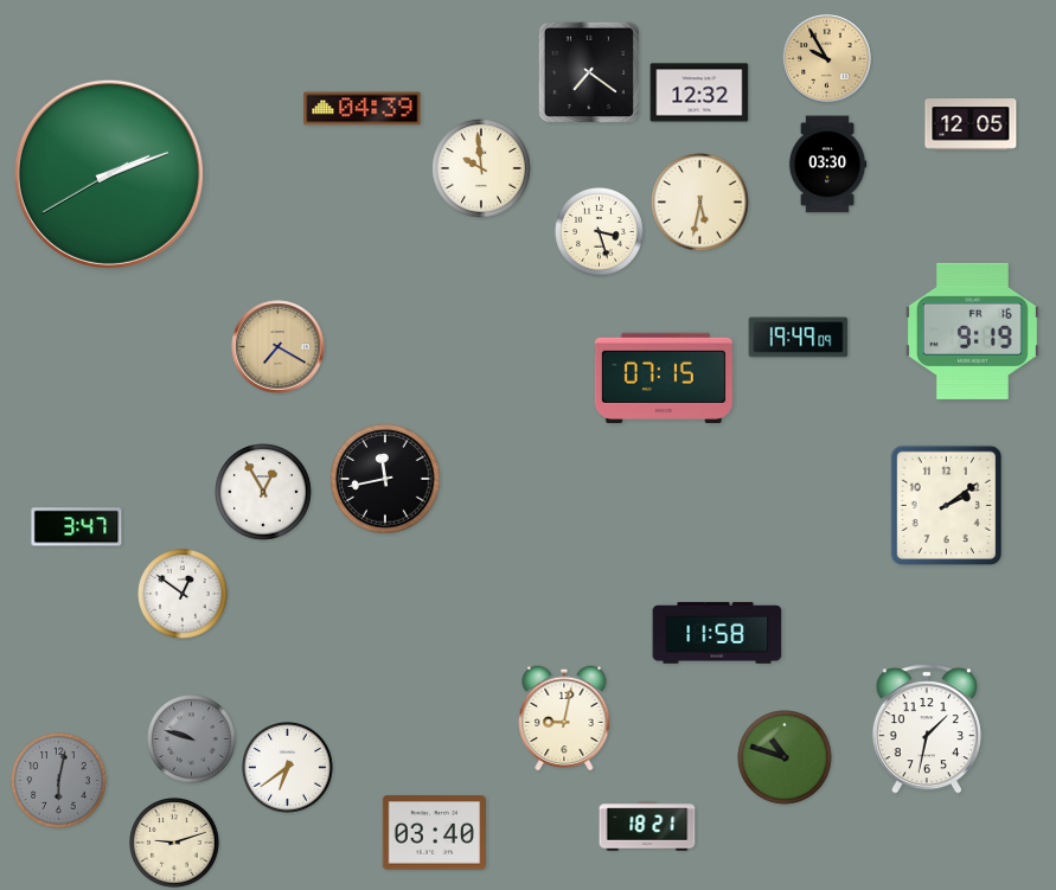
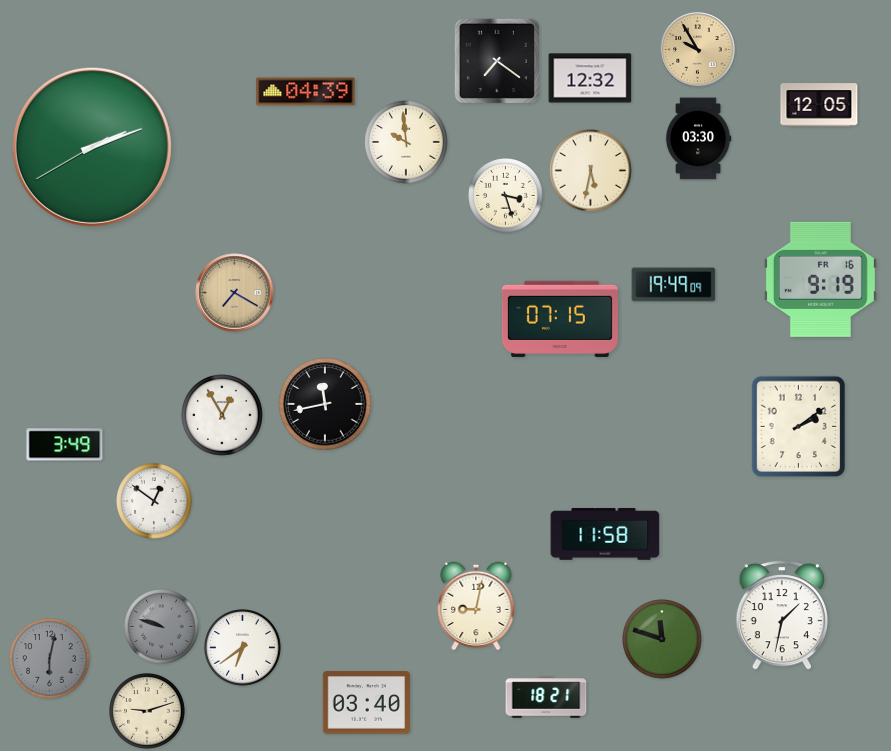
clock at (77, 527): 3:47 -> 3:49
clock at (192, 739) position: (192, 739) -> (162, 627)
clock at (785, 757): 10:48 -> 11:48
